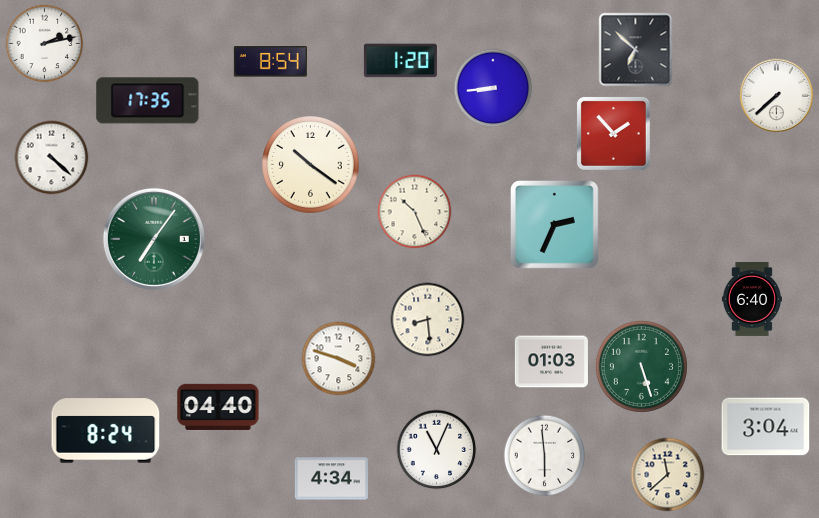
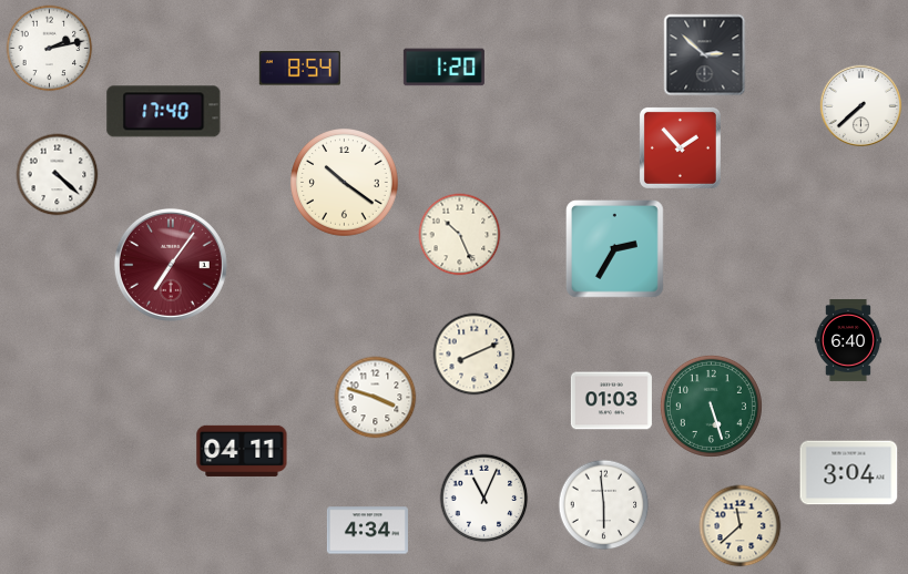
clock at (636, 50): 6:52 -> 2:52
clock at (493, 88): 8:44 -> none
clock at (148, 101): 17:35 -> 17:40
clock at (555, 225): 2:34 -> 2:35
clock at (154, 239) dial: green -> burgundy
clock at (752, 299) position: (752, 299) -> (848, 340)
clock at (428, 320): 8:29 -> 8:11
clock at (218, 407): 04:40 -> 04:11
clock at (106, 431): 8:24 -> none
